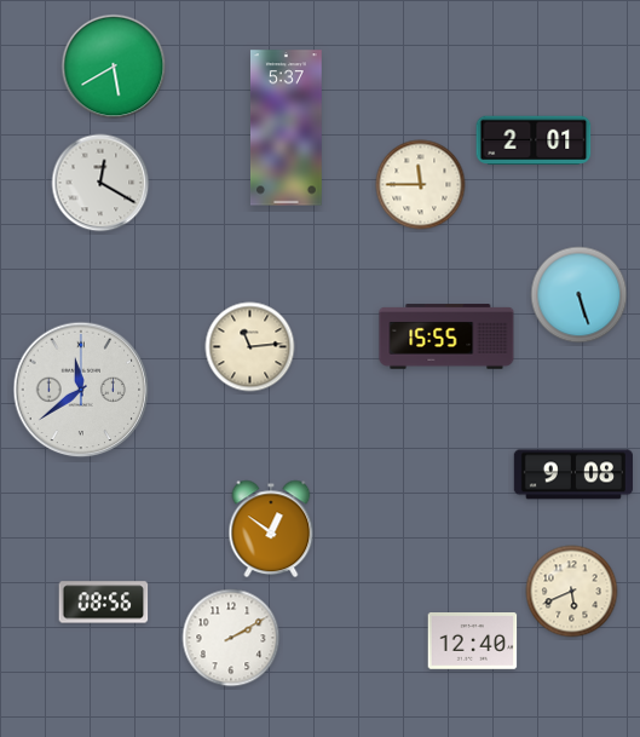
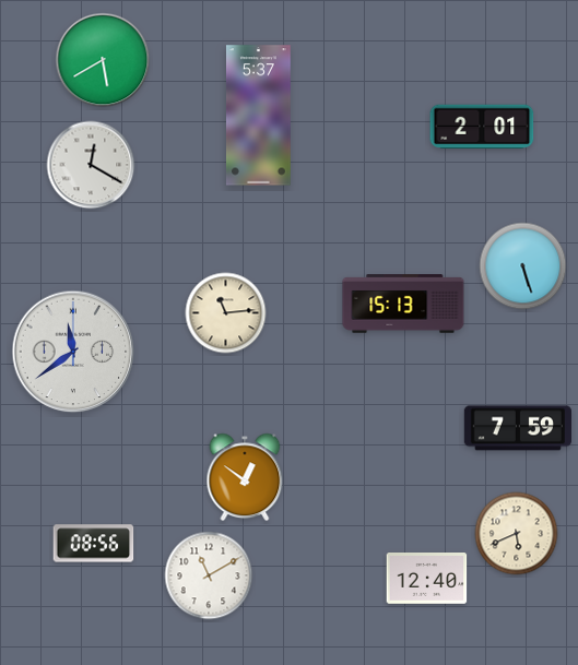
clock at (421, 185): 11:45 -> none
clock at (446, 336): 15:55 -> 15:13
clock at (572, 474): 9:08 -> 7:59
clock at (231, 638): 2:10 -> 11:10
